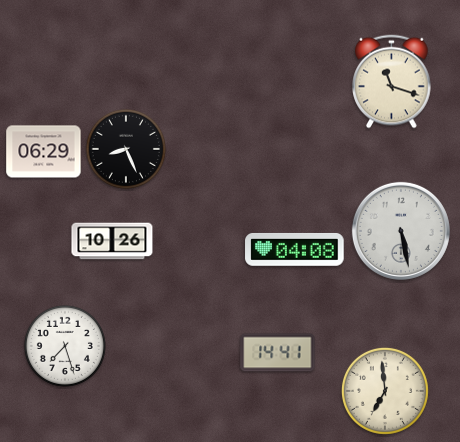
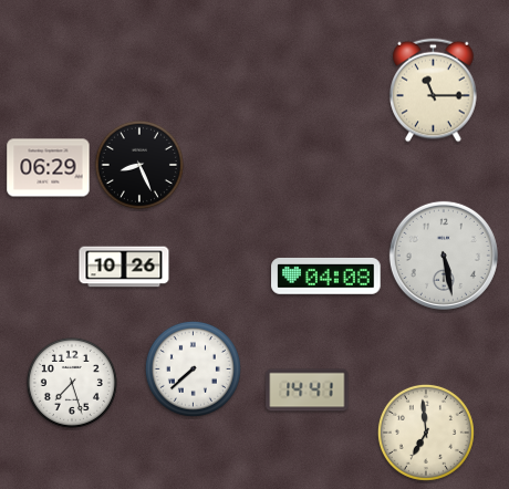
clock at (392, 82): 11:18 -> 11:15
clock at (193, 368): none -> 7:38
